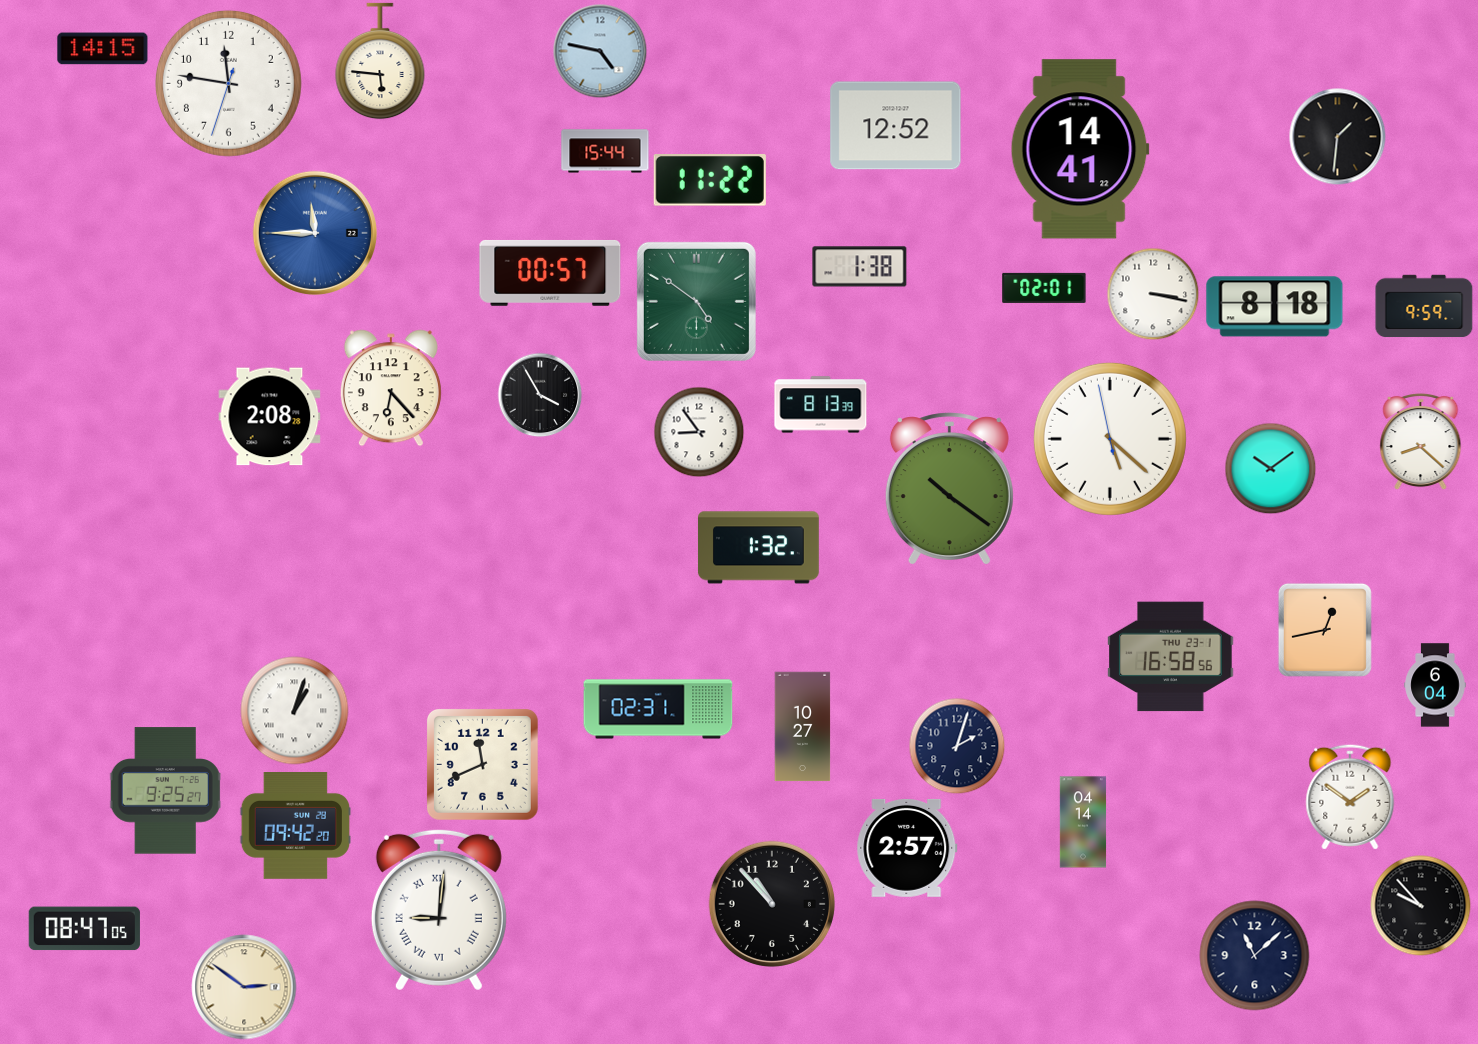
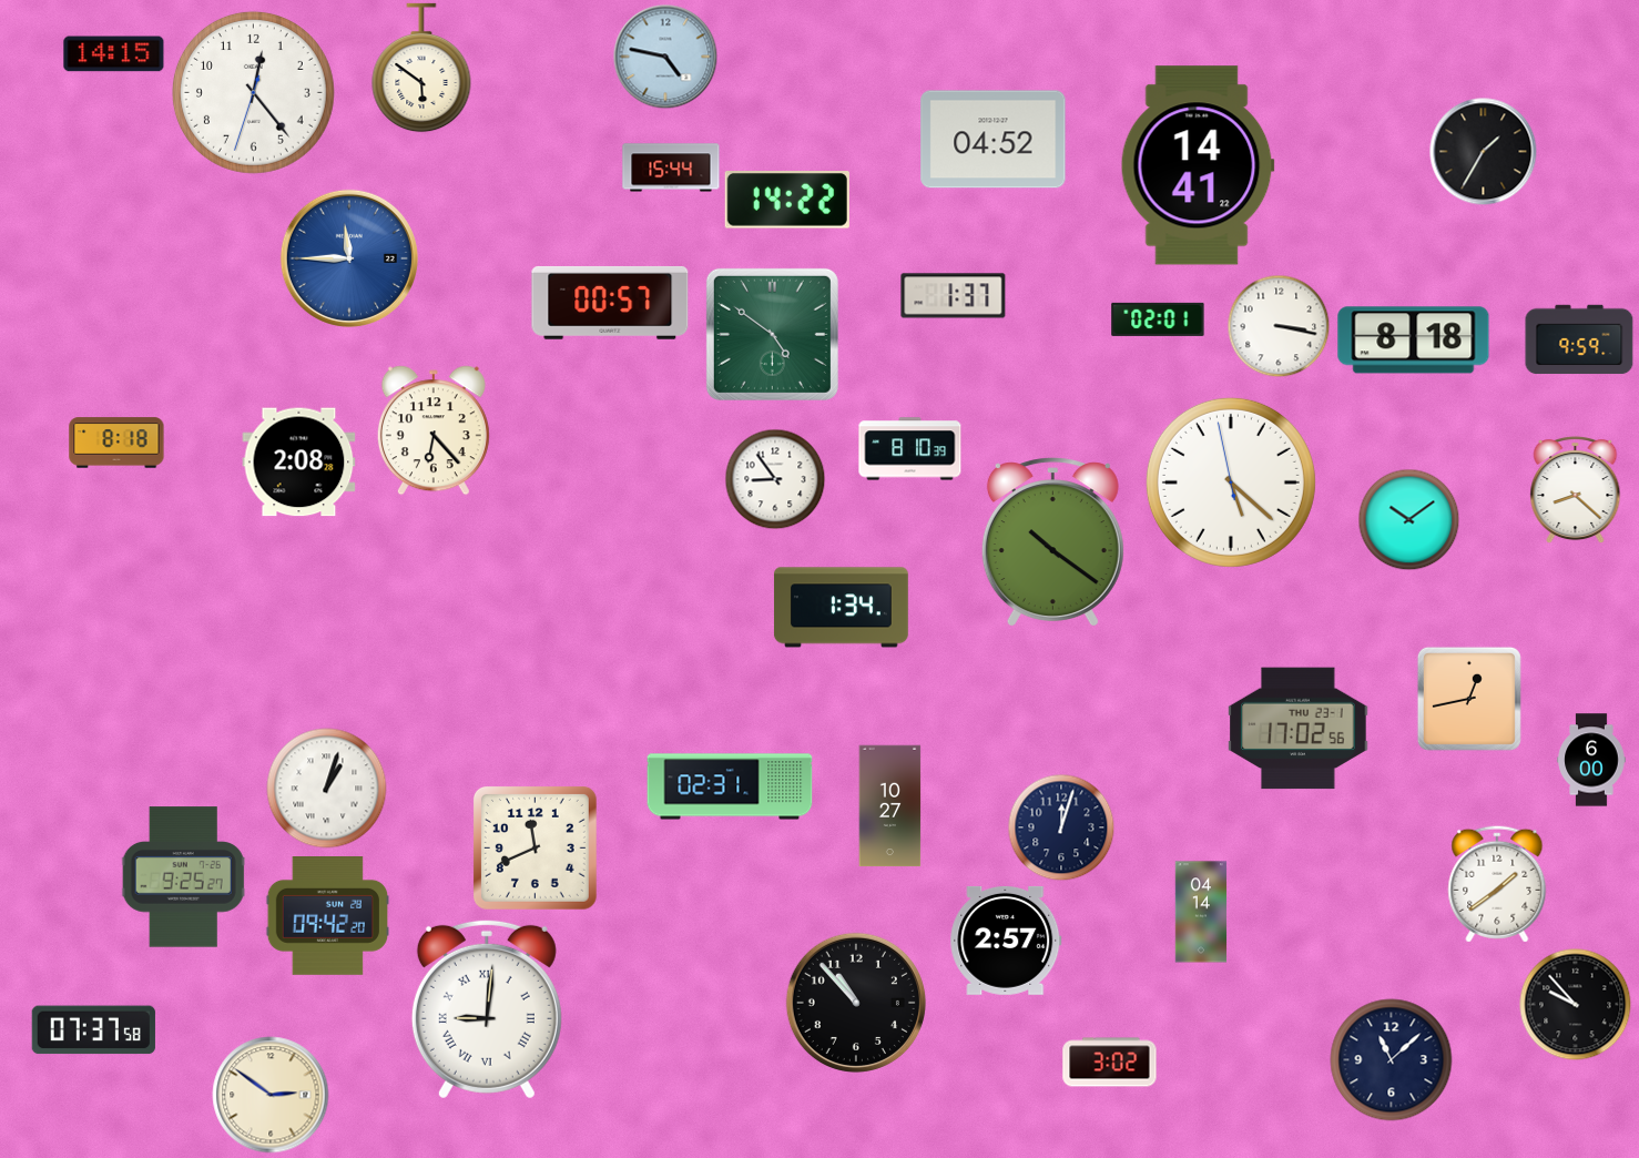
clock at (380, 61): 5:46 -> 5:51
clock at (228, 83): 11:46 -> 12:23
clock at (896, 126): 12:52 -> 04:52
clock at (1338, 137): 1:31 -> 1:35
clock at (710, 180): 11:22 -> 14:22
clock at (860, 267): 1:38 -> 1:37
clock at (540, 395): 3:55 -> none
clock at (116, 443): none -> 8:18
clock at (821, 405): 8:13 -> 8:10
clock at (1110, 439) position: (1110, 439) -> (1231, 482)
clock at (758, 548): 1:32 -> 1:34
clock at (1171, 657): 16:58 -> 17:02
clock at (1435, 685): 6:04 -> 6:00
clock at (957, 746): 2:03 -> 12:03
clock at (1350, 797): 1:51 -> 1:39
clock at (84, 929): 08:47 -> 07:37
clock at (1110, 1063): none -> 3:02
